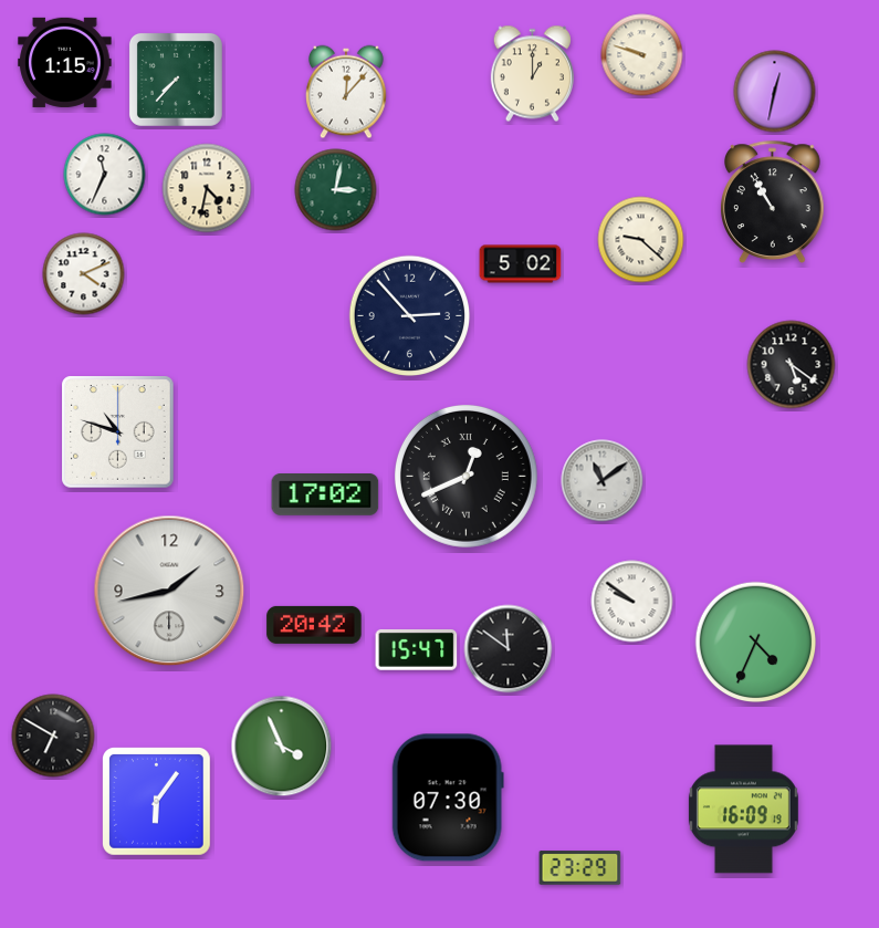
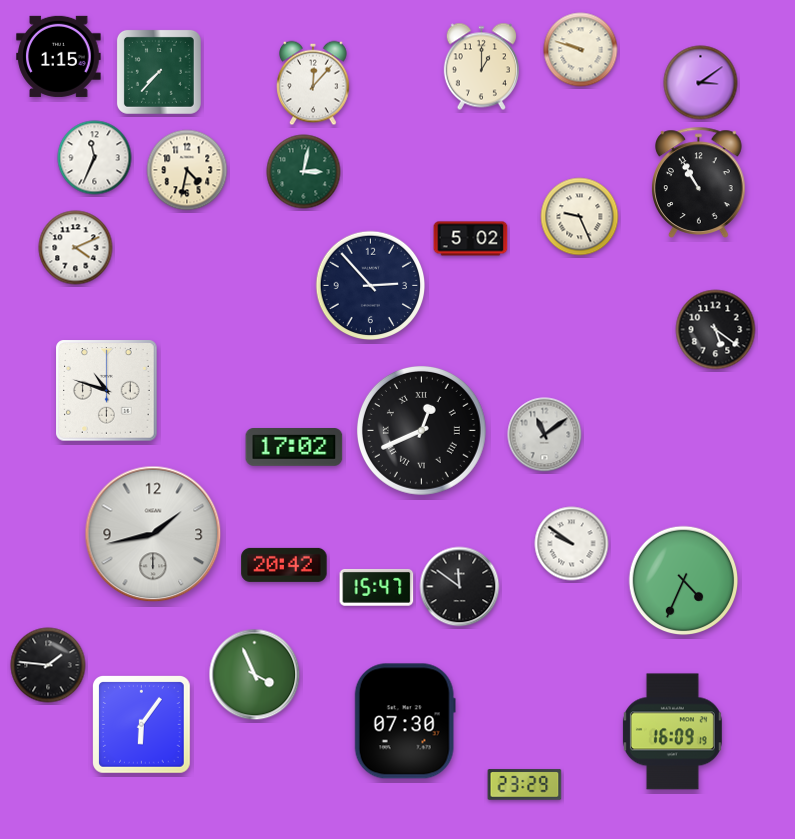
clock at (775, 92): 12:32 -> 3:09
clock at (641, 240): 9:22 -> 9:26
clock at (53, 736): 6:50 -> 1:46
